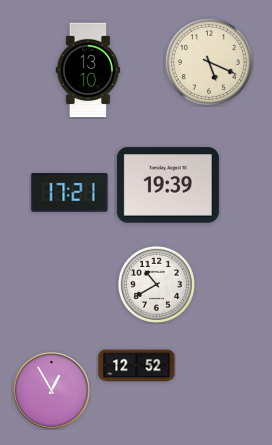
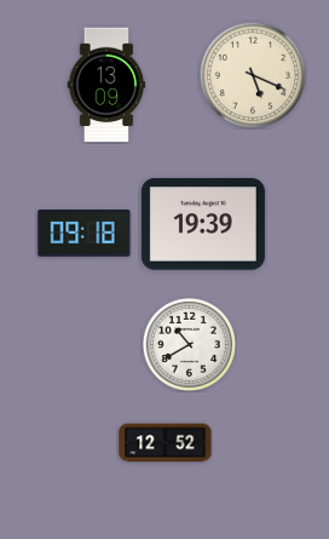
clock at (88, 70): 13:10 -> 13:09
clock at (70, 193): 17:21 -> 09:18
clock at (52, 391): 12:55 -> none
